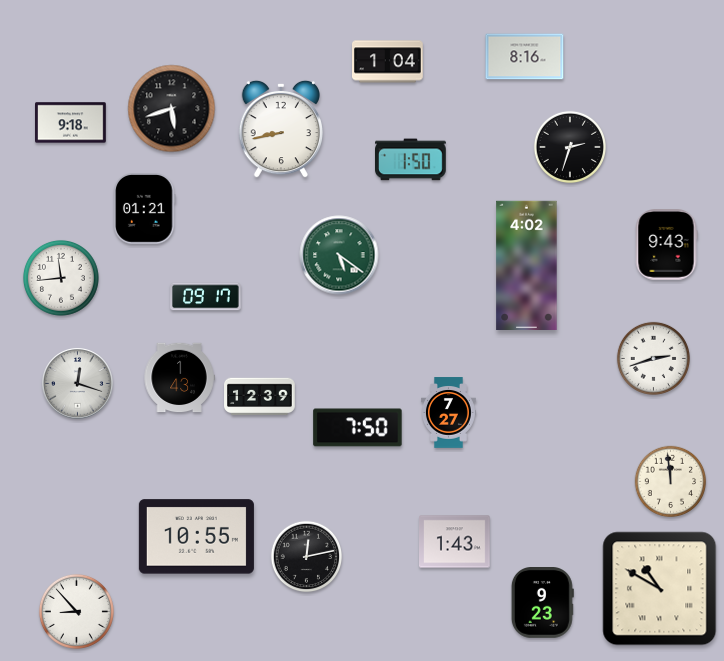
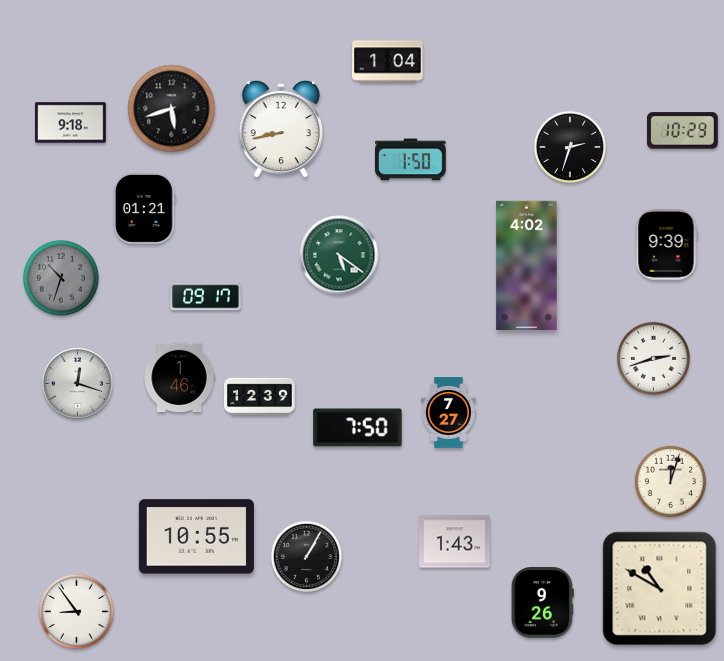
clock at (525, 57): 8:16 -> none
clock at (683, 131): none -> 10:29
clock at (666, 245): 9:43 -> 9:39
clock at (61, 278): 11:44 -> 10:33
clock at (61, 278) dial: white -> grey
clock at (179, 378): 1:43 -> 1:46
clock at (671, 482): 11:59 -> 12:03
clock at (307, 557): 12:13 -> 1:05
clock at (542, 603): 9:23 -> 9:26
clock at (76, 611): 8:53 -> 8:54
